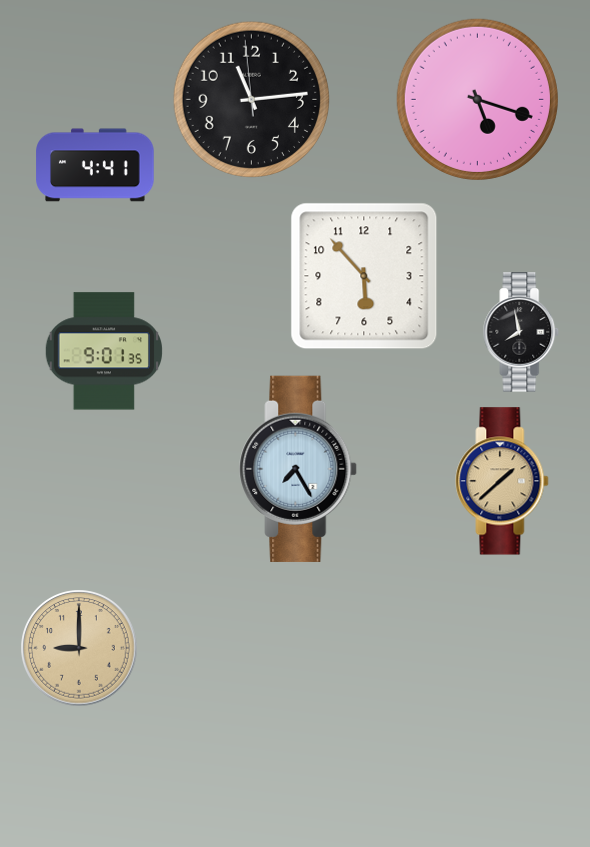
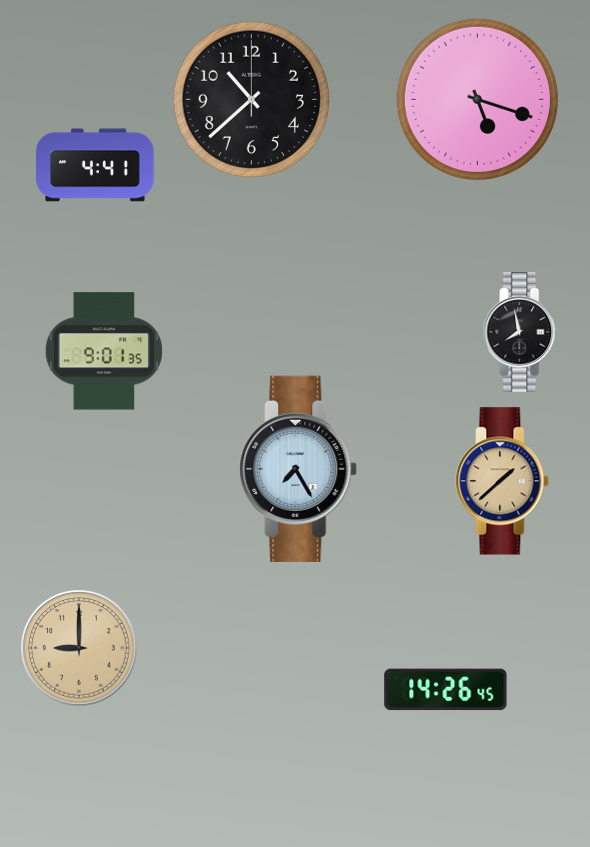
clock at (251, 99): 11:13 -> 10:38
clock at (364, 276): 5:53 -> none
clock at (446, 690): none -> 14:26
